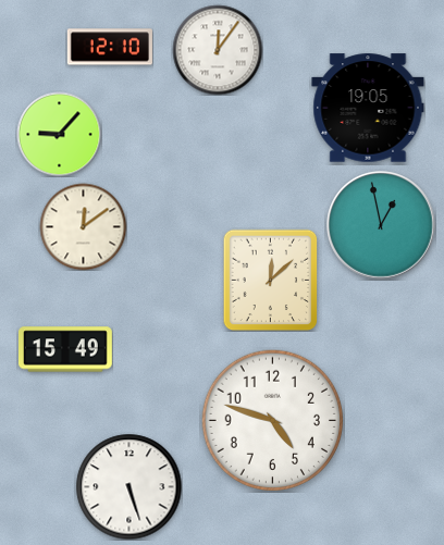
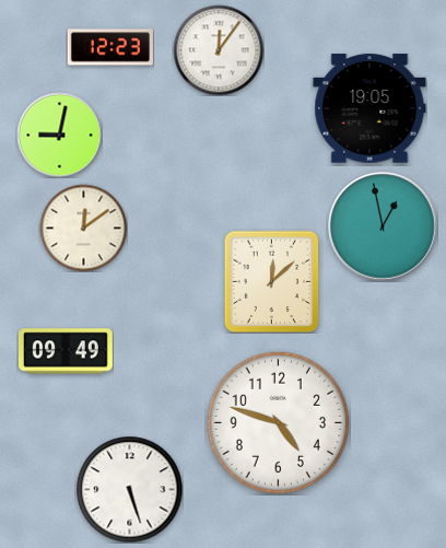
clock at (110, 47): 12:10 -> 12:23
clock at (59, 134): 9:07 -> 9:02
clock at (66, 349): 15:49 -> 09:49
clock at (272, 420) position: (272, 420) -> (278, 422)
